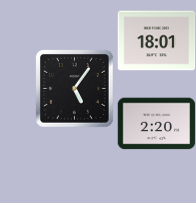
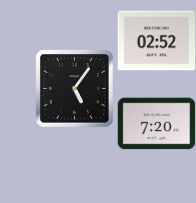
clock at (156, 41): 18:01 -> 02:52
clock at (156, 124): 2:20 -> 7:20
